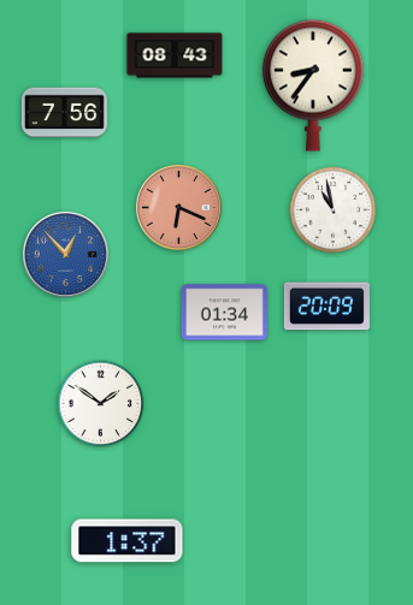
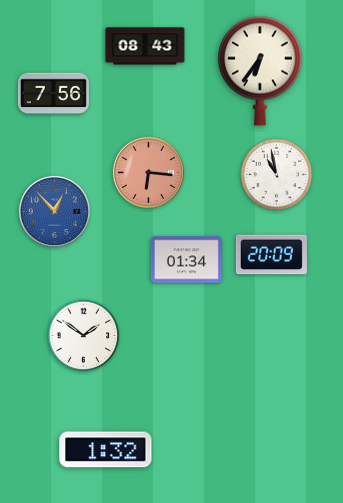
clock at (313, 85): 8:36 -> 6:36
clock at (178, 207): 6:19 -> 6:16
clock at (128, 541): 1:37 -> 1:32
